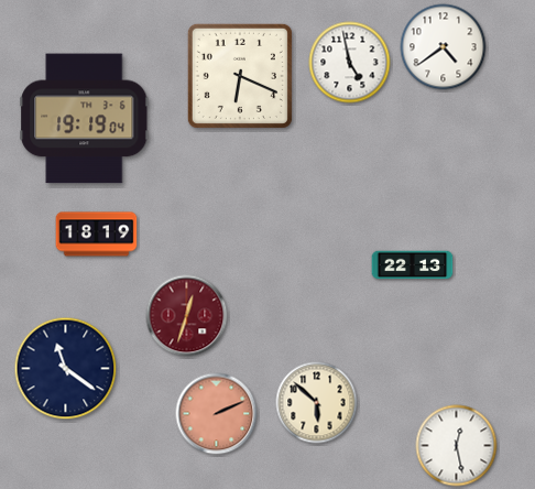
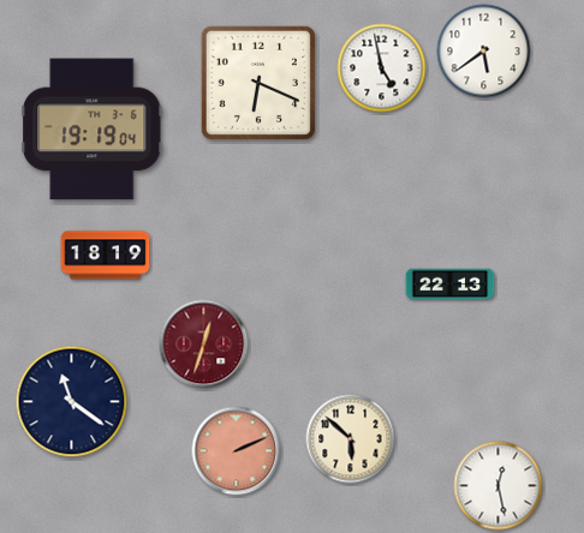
clock at (444, 47): 4:39 -> 5:39
clock at (240, 76) position: (240, 76) -> (258, 83)
clock at (413, 265) position: (413, 265) -> (451, 285)
clock at (317, 403) position: (317, 403) -> (351, 439)
